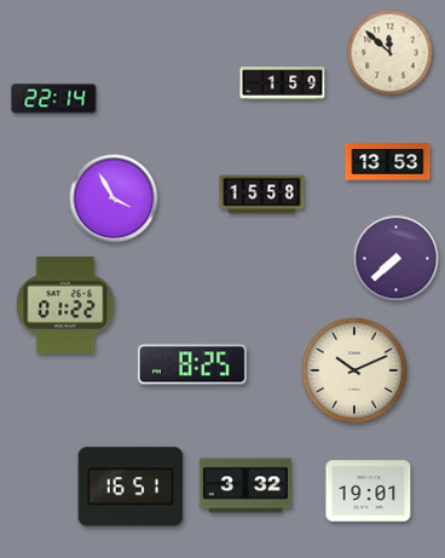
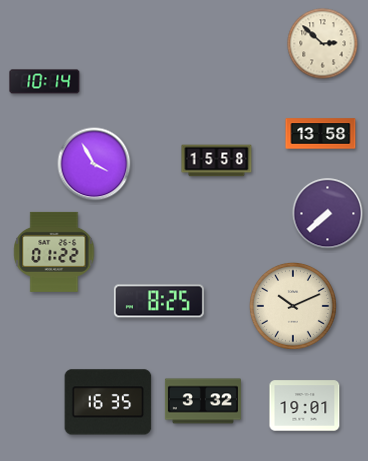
clock at (391, 53): 11:52 -> 2:52
clock at (283, 84): 1:59 -> none
clock at (54, 99): 22:14 -> 10:14
clock at (388, 162): 13:53 -> 13:58
clock at (131, 487): 16:51 -> 16:35
